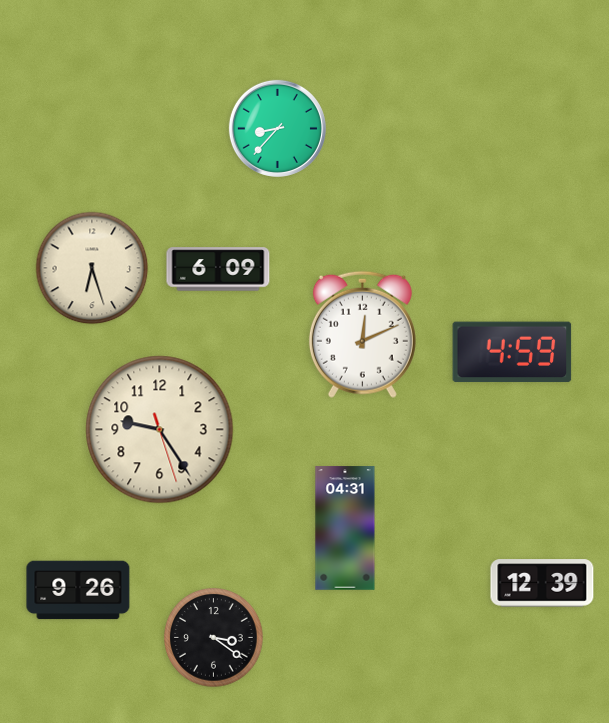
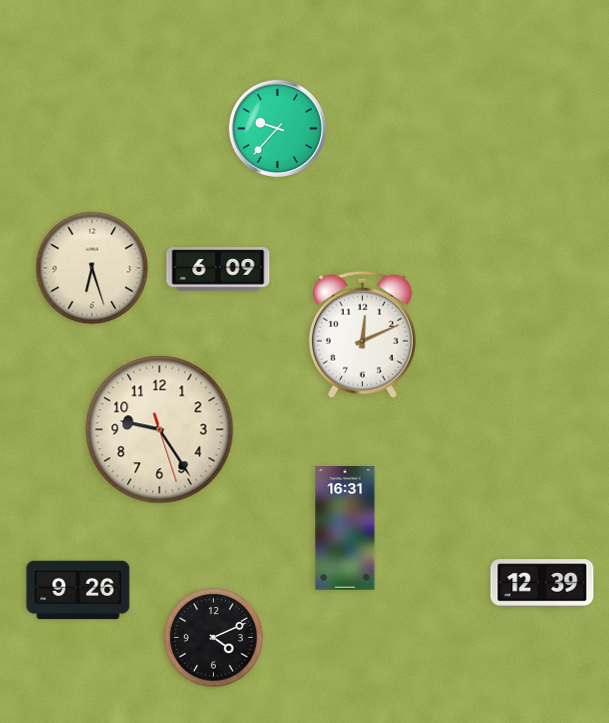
clock at (277, 128): 8:37 -> 9:37
clock at (512, 352): 4:59 -> none
clock at (345, 528): 04:31 -> 16:31
clock at (214, 638): 3:21 -> 4:11
